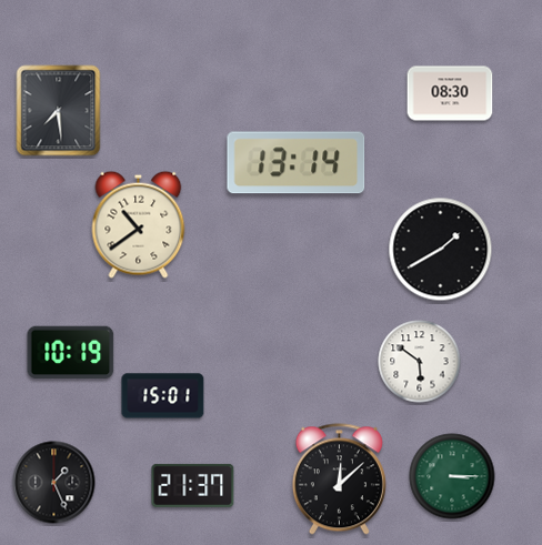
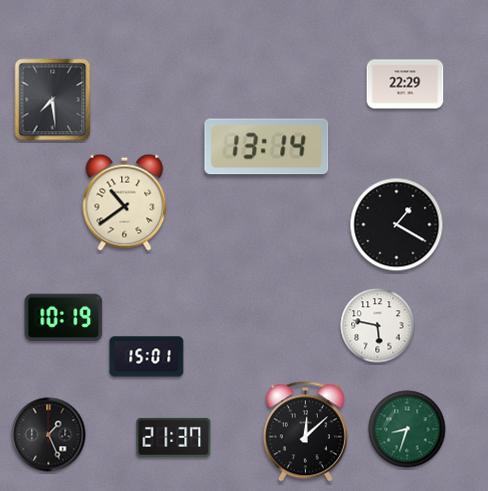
clock at (450, 93): 08:30 -> 22:29
clock at (441, 250): 1:40 -> 1:20
clock at (420, 362): 5:51 -> 5:47
clock at (452, 476): 3:15 -> 8:33
